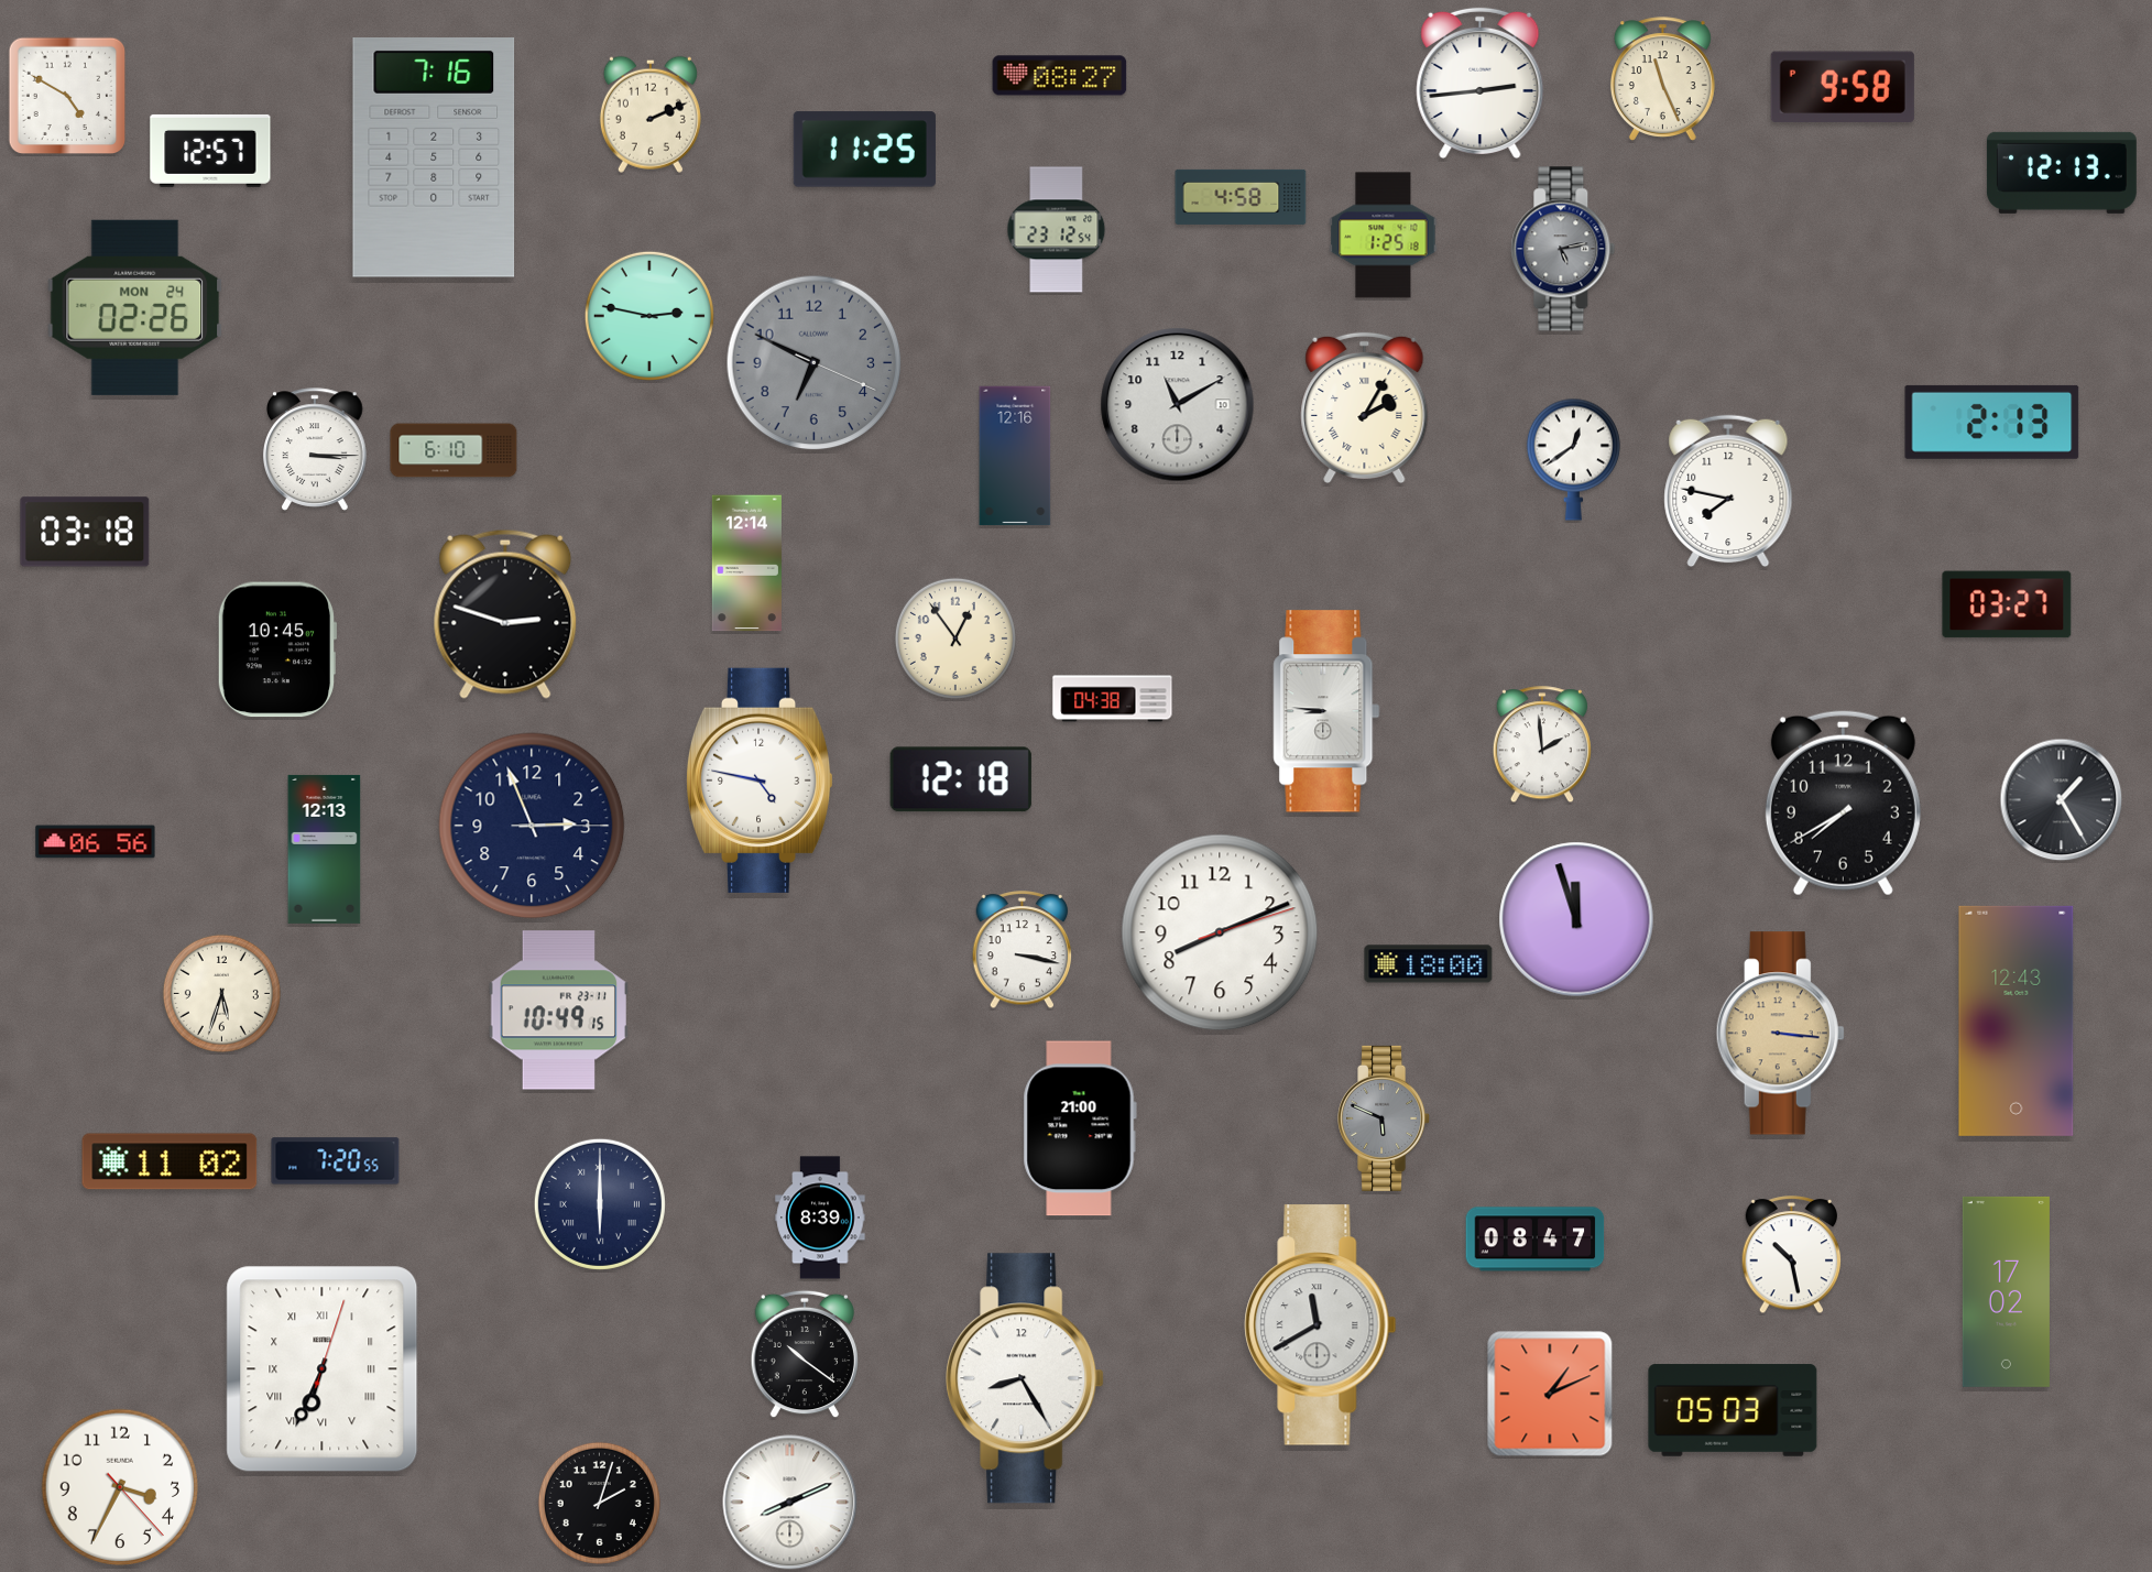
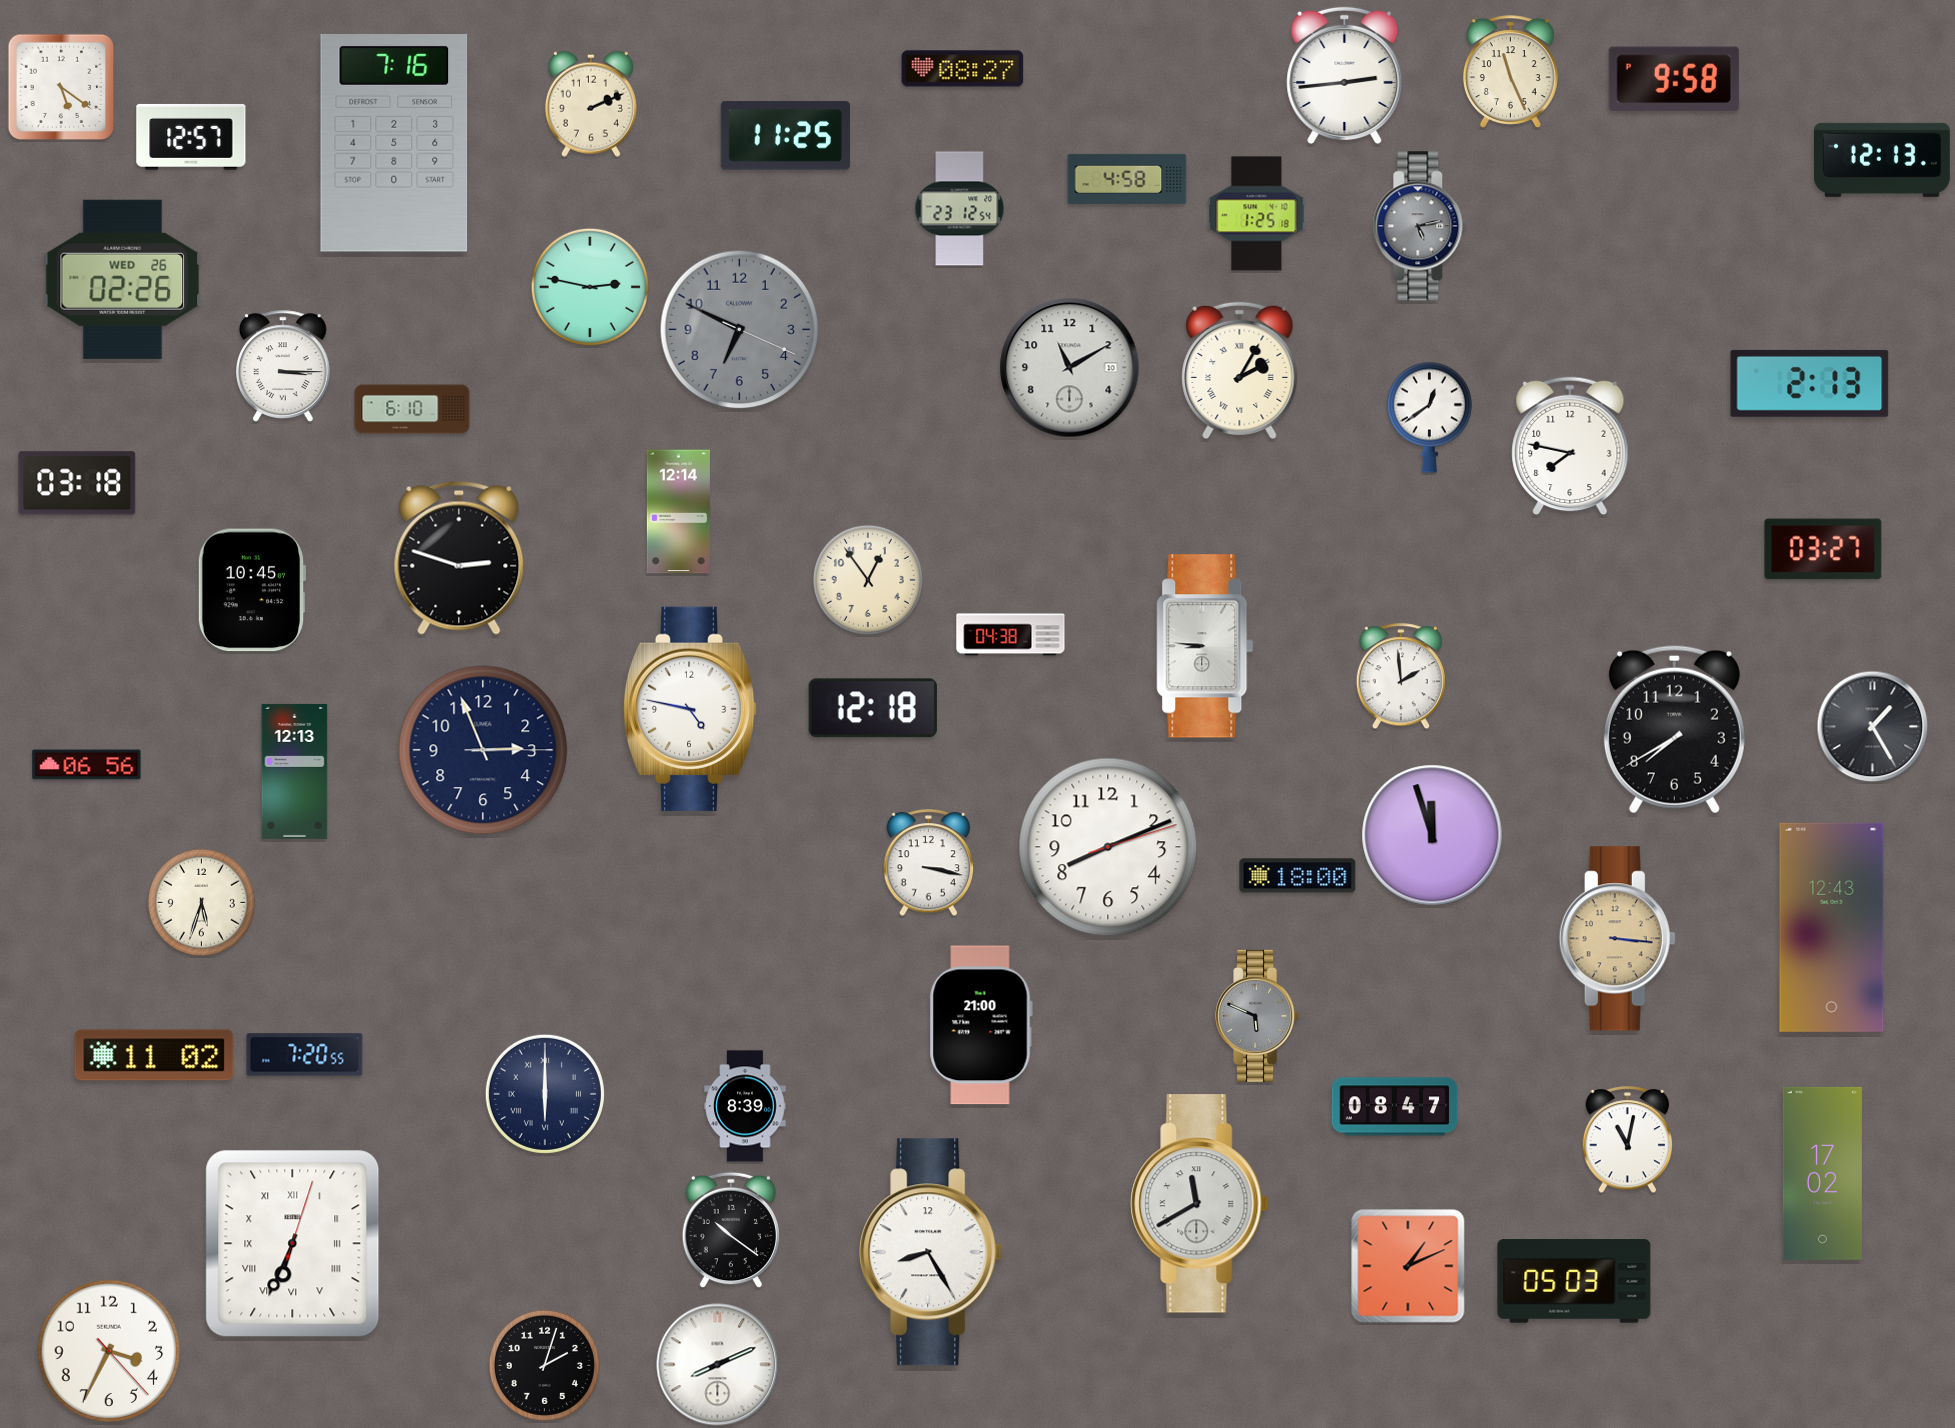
clock at (67, 96): 4:50 -> 5:21
clock at (2062, 173) position: (2062, 173) -> (1882, 160)
clock at (135, 307) date: MON 24 -> WED 26
clock at (316, 449) position: (316, 449) -> (284, 366)
clock at (1015, 456): 12:16 -> none
clock at (559, 1011): 10:49 -> none
clock at (1536, 1240) position: (1536, 1240) -> (1395, 1107)
clock at (1792, 1255): 10:28 -> 11:02
